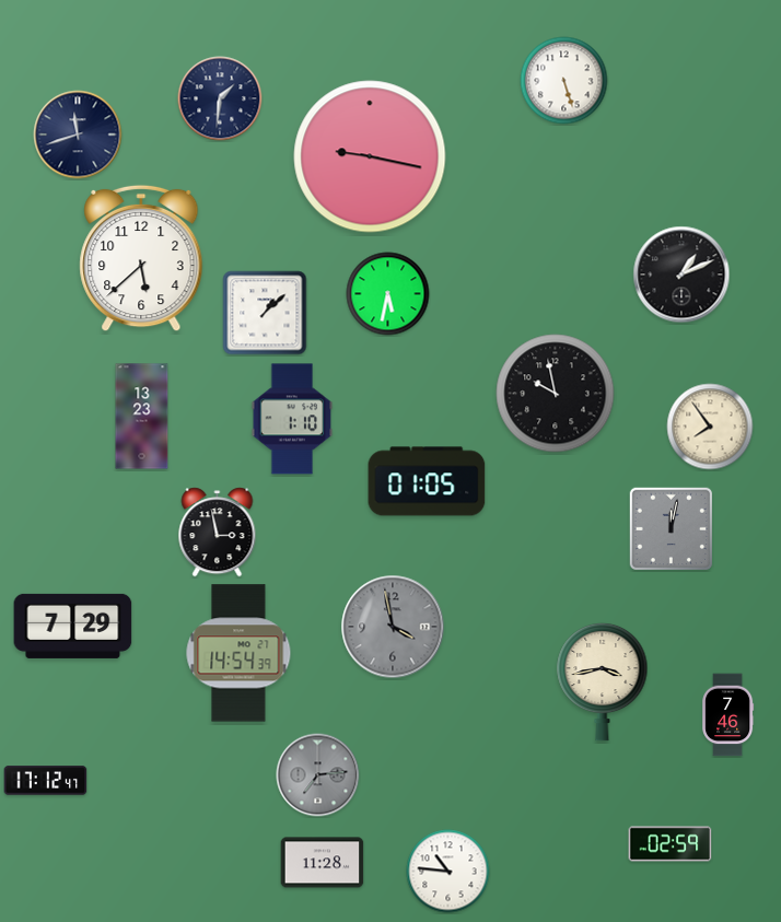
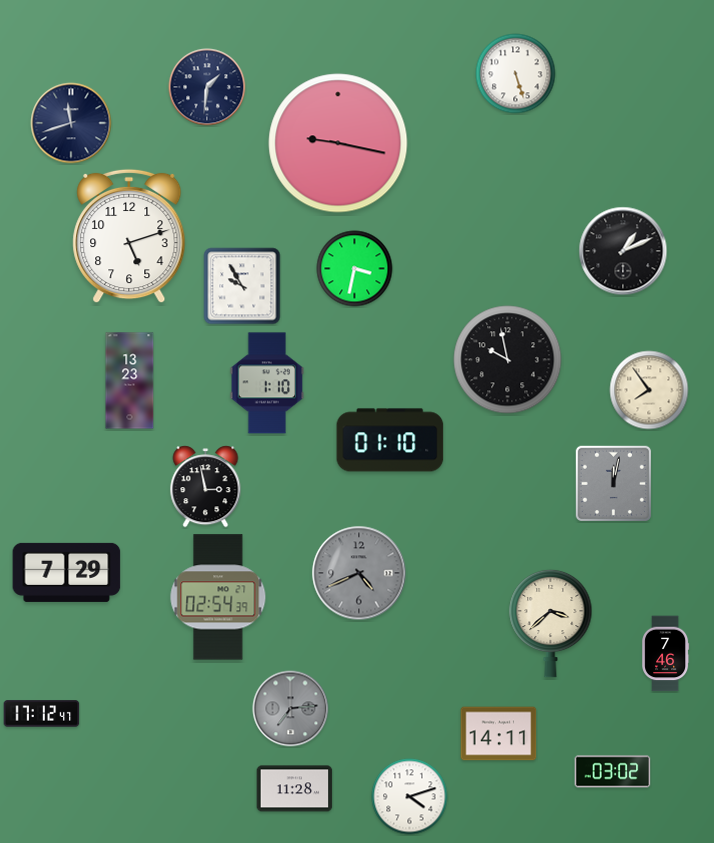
clock at (220, 98) position: (220, 98) -> (207, 87)
clock at (141, 258): 5:38 -> 5:12
clock at (388, 294): 5:32 -> 3:32
clock at (265, 313): 1:08 -> 9:55
clock at (427, 481): 01:05 -> 01:10
clock at (218, 533) position: (218, 533) -> (206, 487)
clock at (393, 627): 3:58 -> 4:41
clock at (238, 653): 14:54 -> 02:54
clock at (603, 681): 3:43 -> 3:38
clock at (499, 734): none -> 14:11
clock at (671, 844): 02:59 -> 03:02
clock at (448, 872): 10:46 -> 4:12
